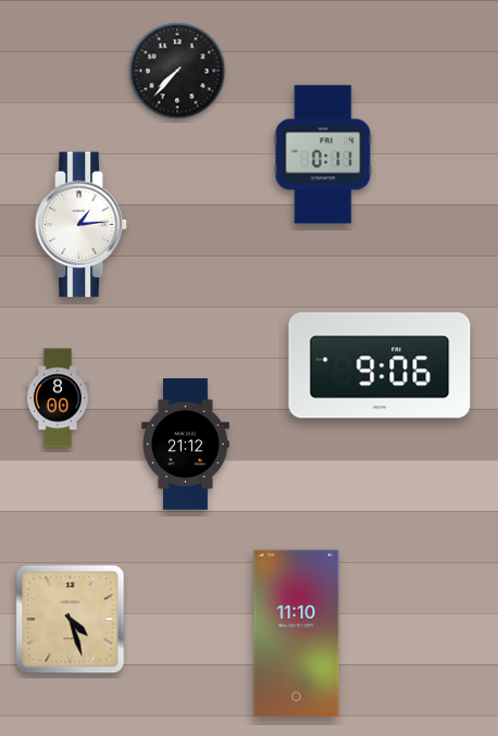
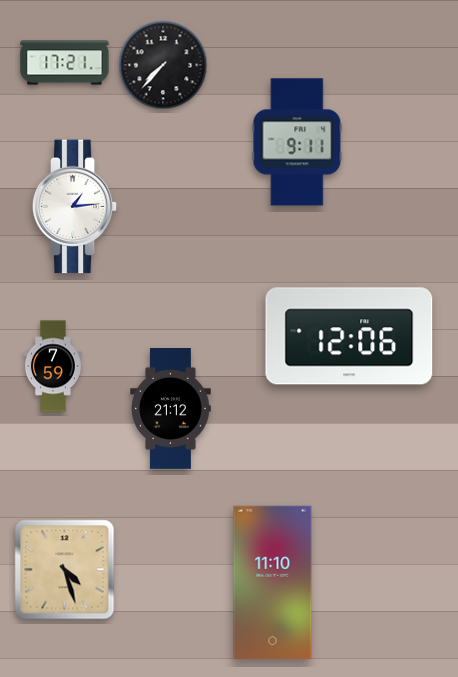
clock at (65, 63): none -> 17:21
clock at (323, 154): 0:11 -> 9:11
clock at (379, 365): 9:06 -> 12:06
clock at (58, 398): 8:00 -> 7:59
